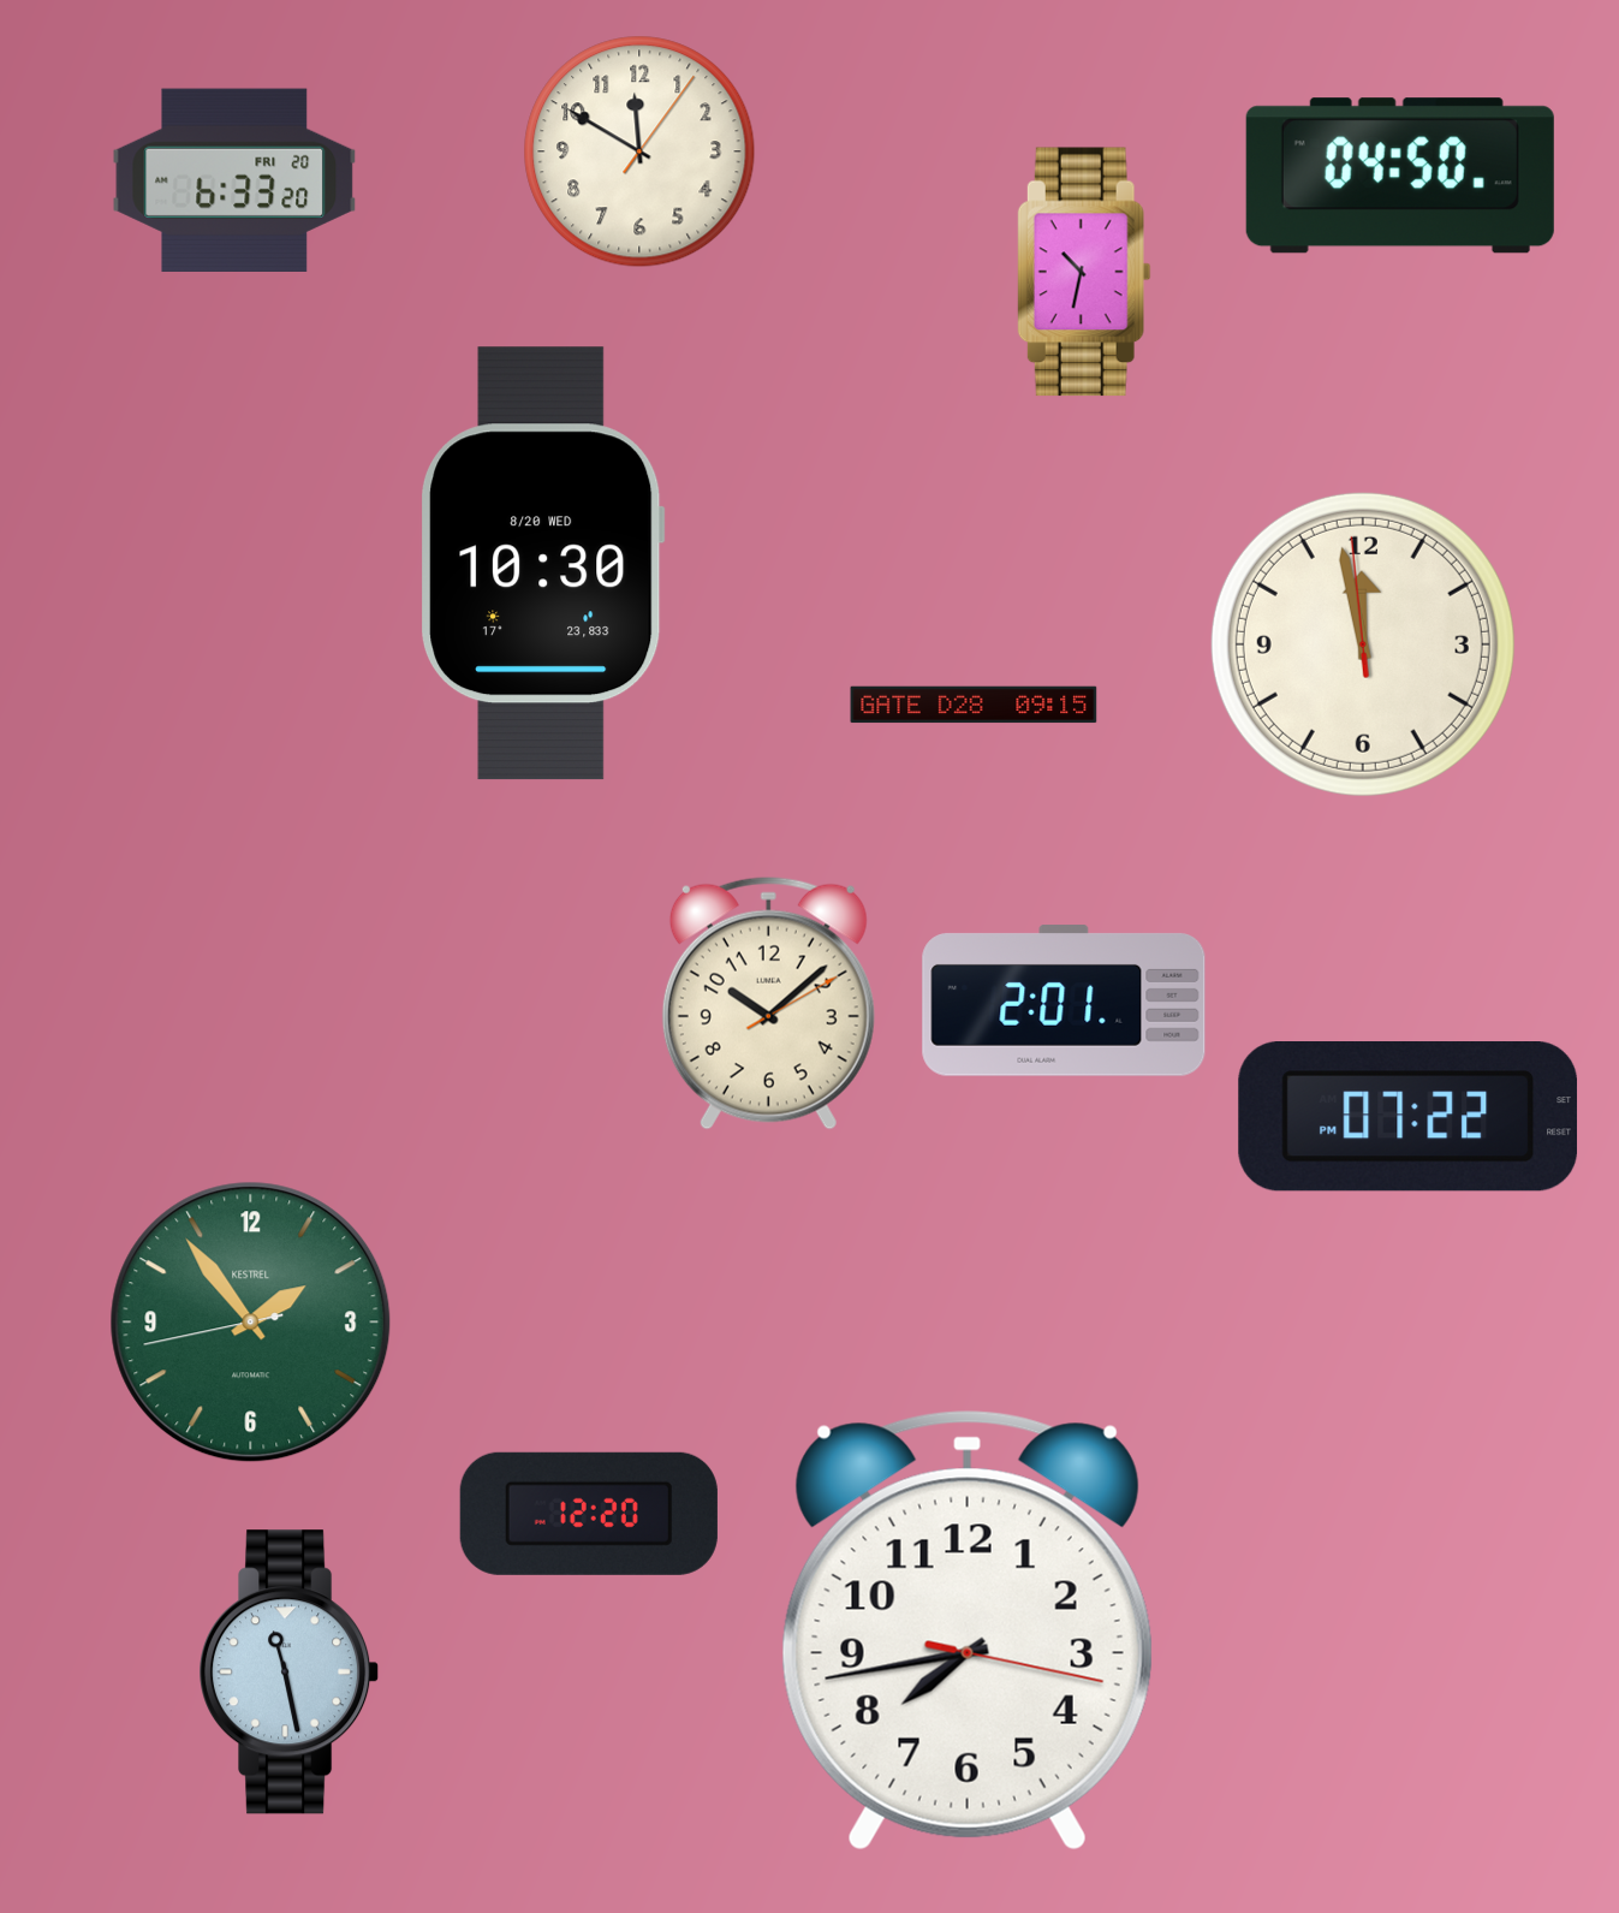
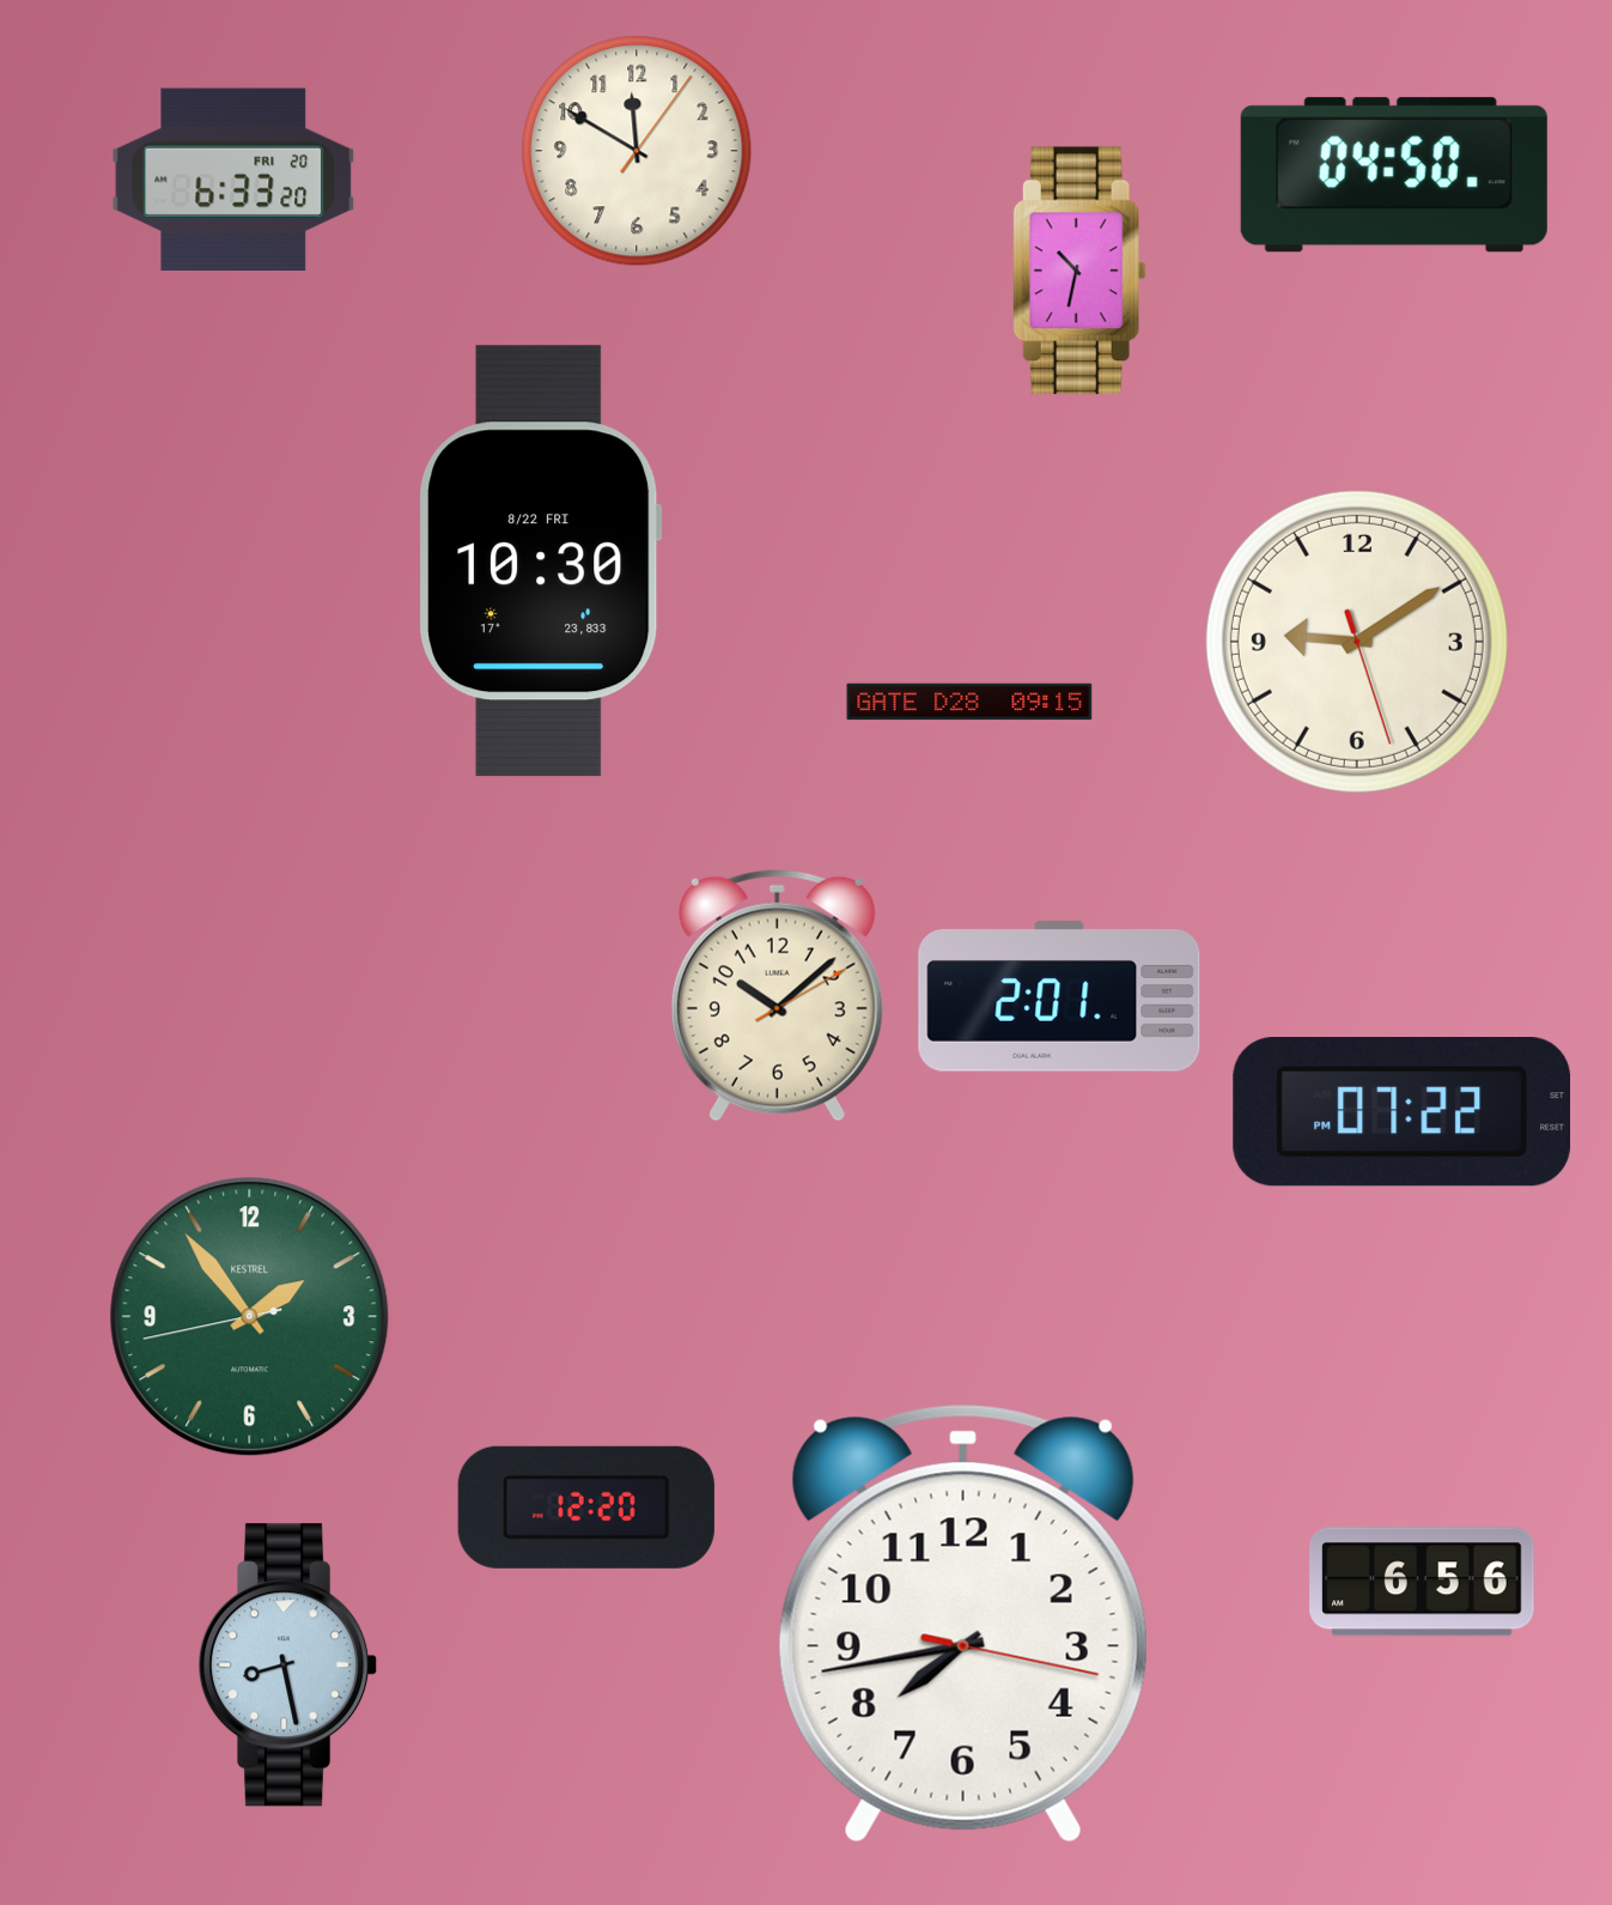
clock at (543, 564) date: 8/20 WED -> 8/22 FRI
clock at (1363, 644): 11:57 -> 9:09
clock at (768, 1003) position: (768, 1003) -> (777, 995)
clock at (1422, 1582): none -> 6:56
clock at (290, 1673): 11:28 -> 8:28
